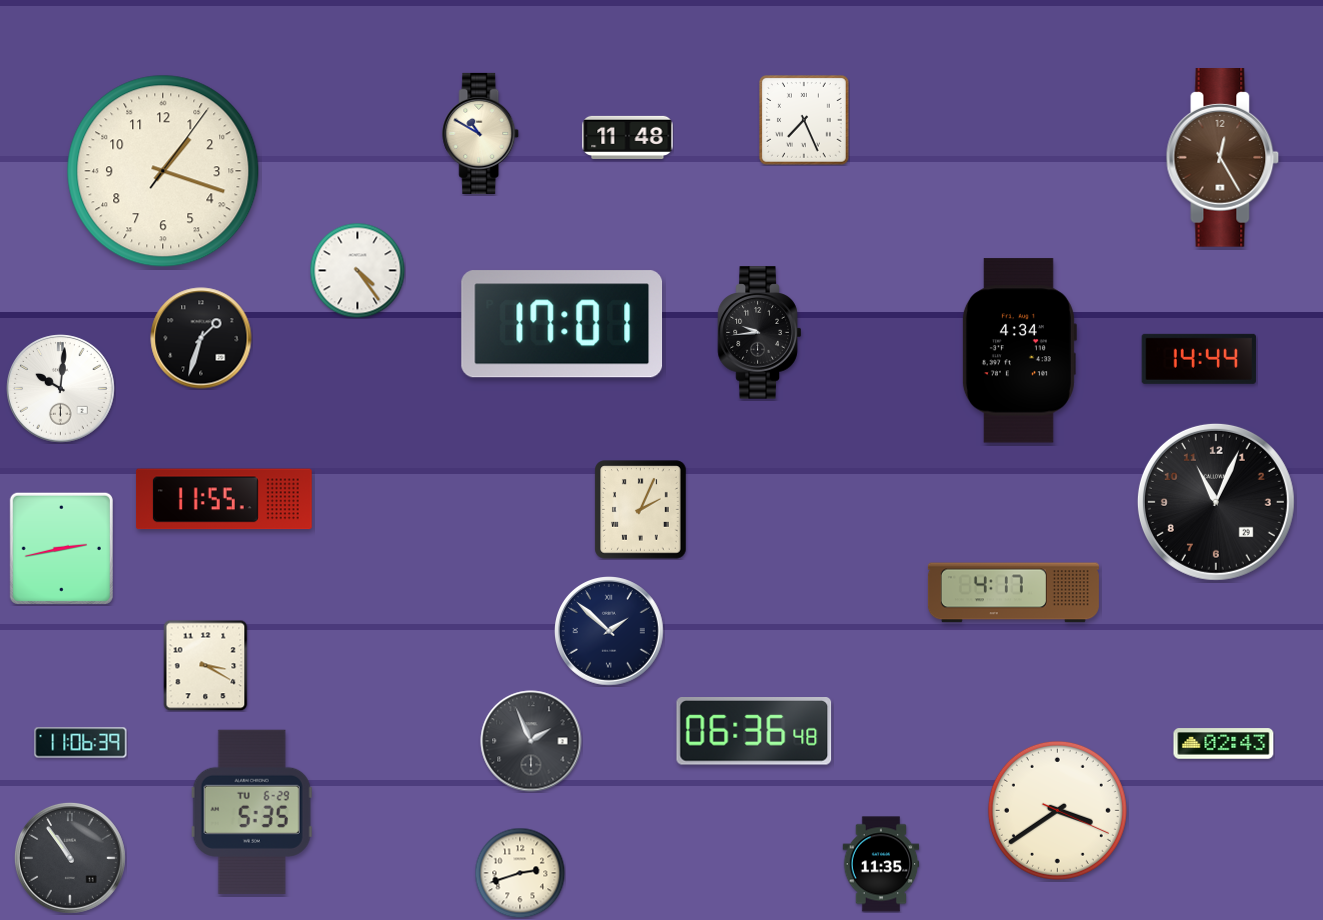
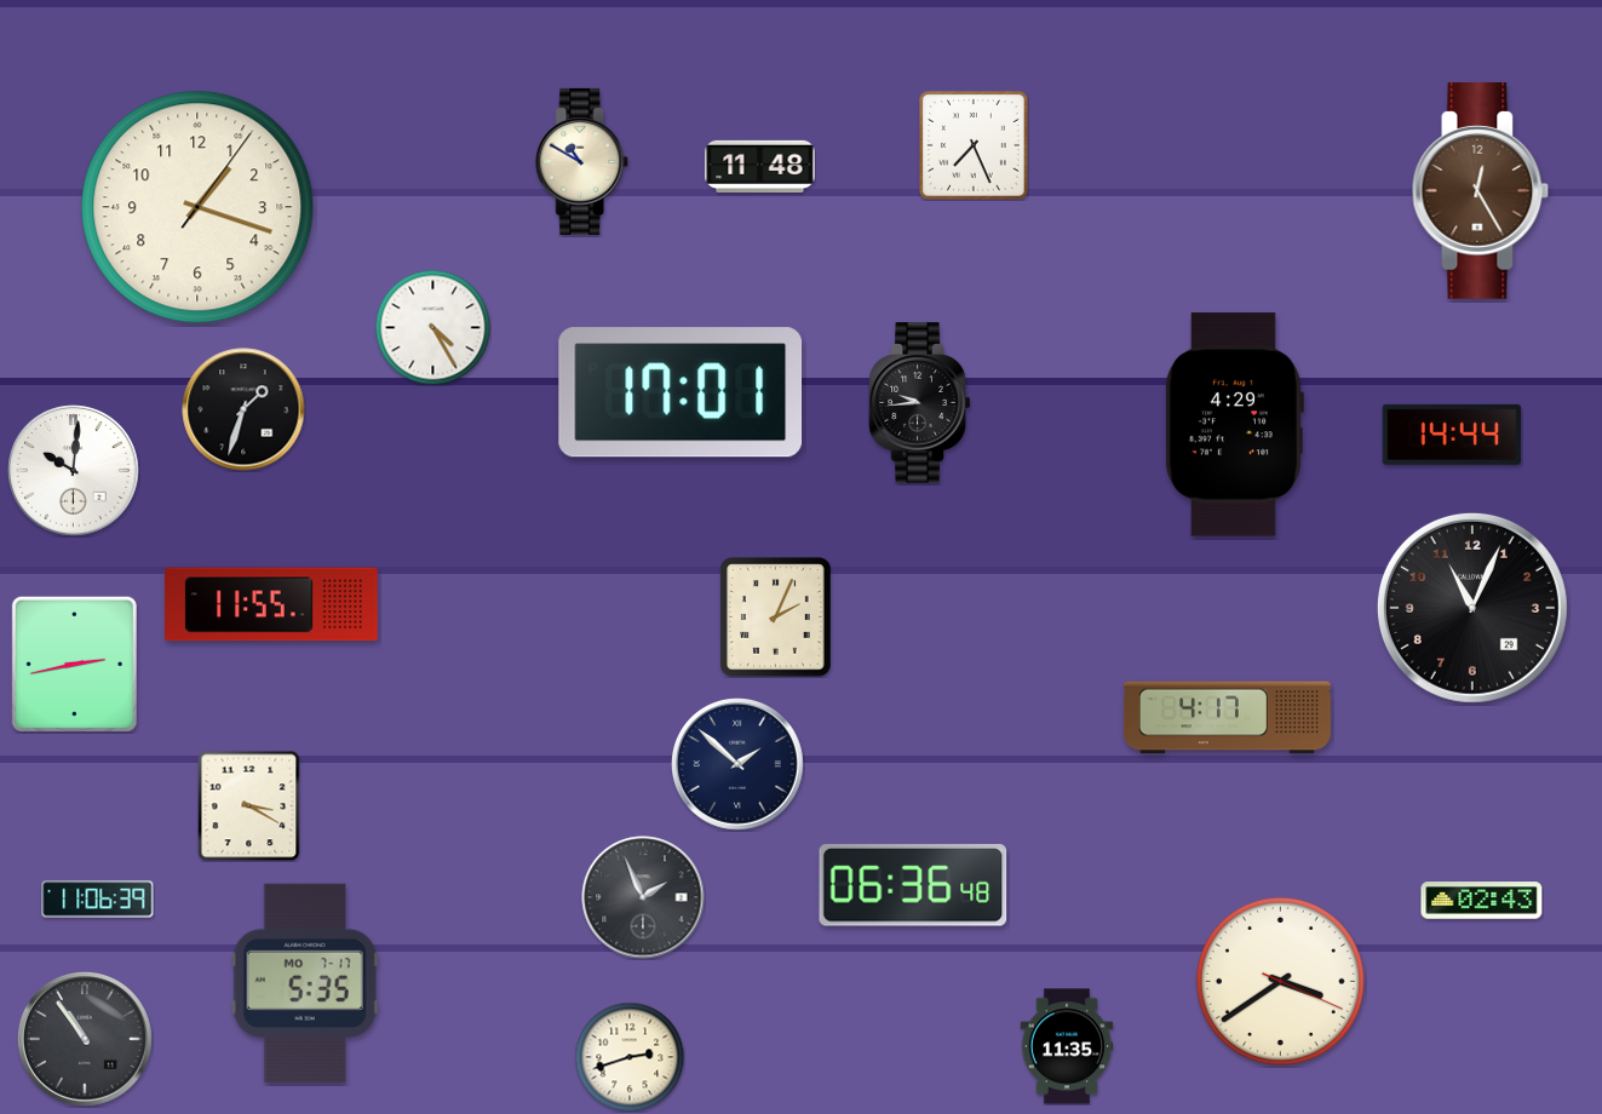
clock at (357, 270): 4:24 -> 4:25
clock at (1019, 351): 4:34 -> 4:29
clock at (252, 812) date: TU 6-29 -> MO 7-17
